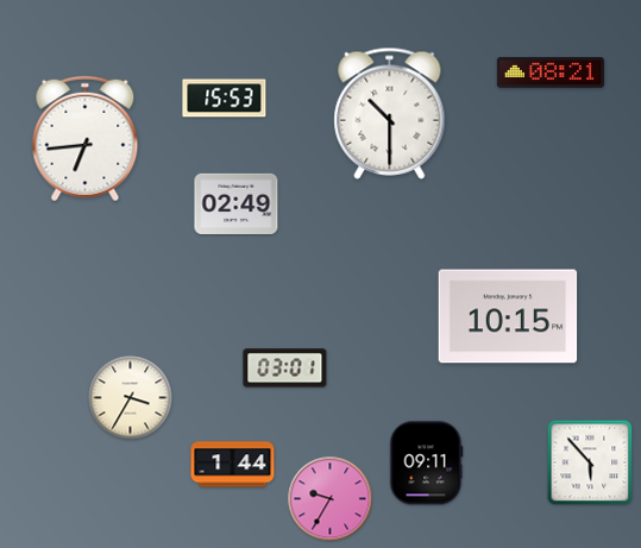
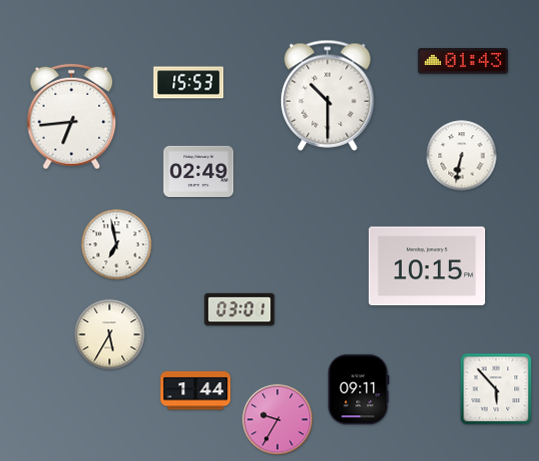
clock at (551, 73): 08:21 -> 01:43
clock at (462, 156): none -> 6:32
clock at (117, 245): none -> 6:58
clock at (131, 398): 3:35 -> 5:35
